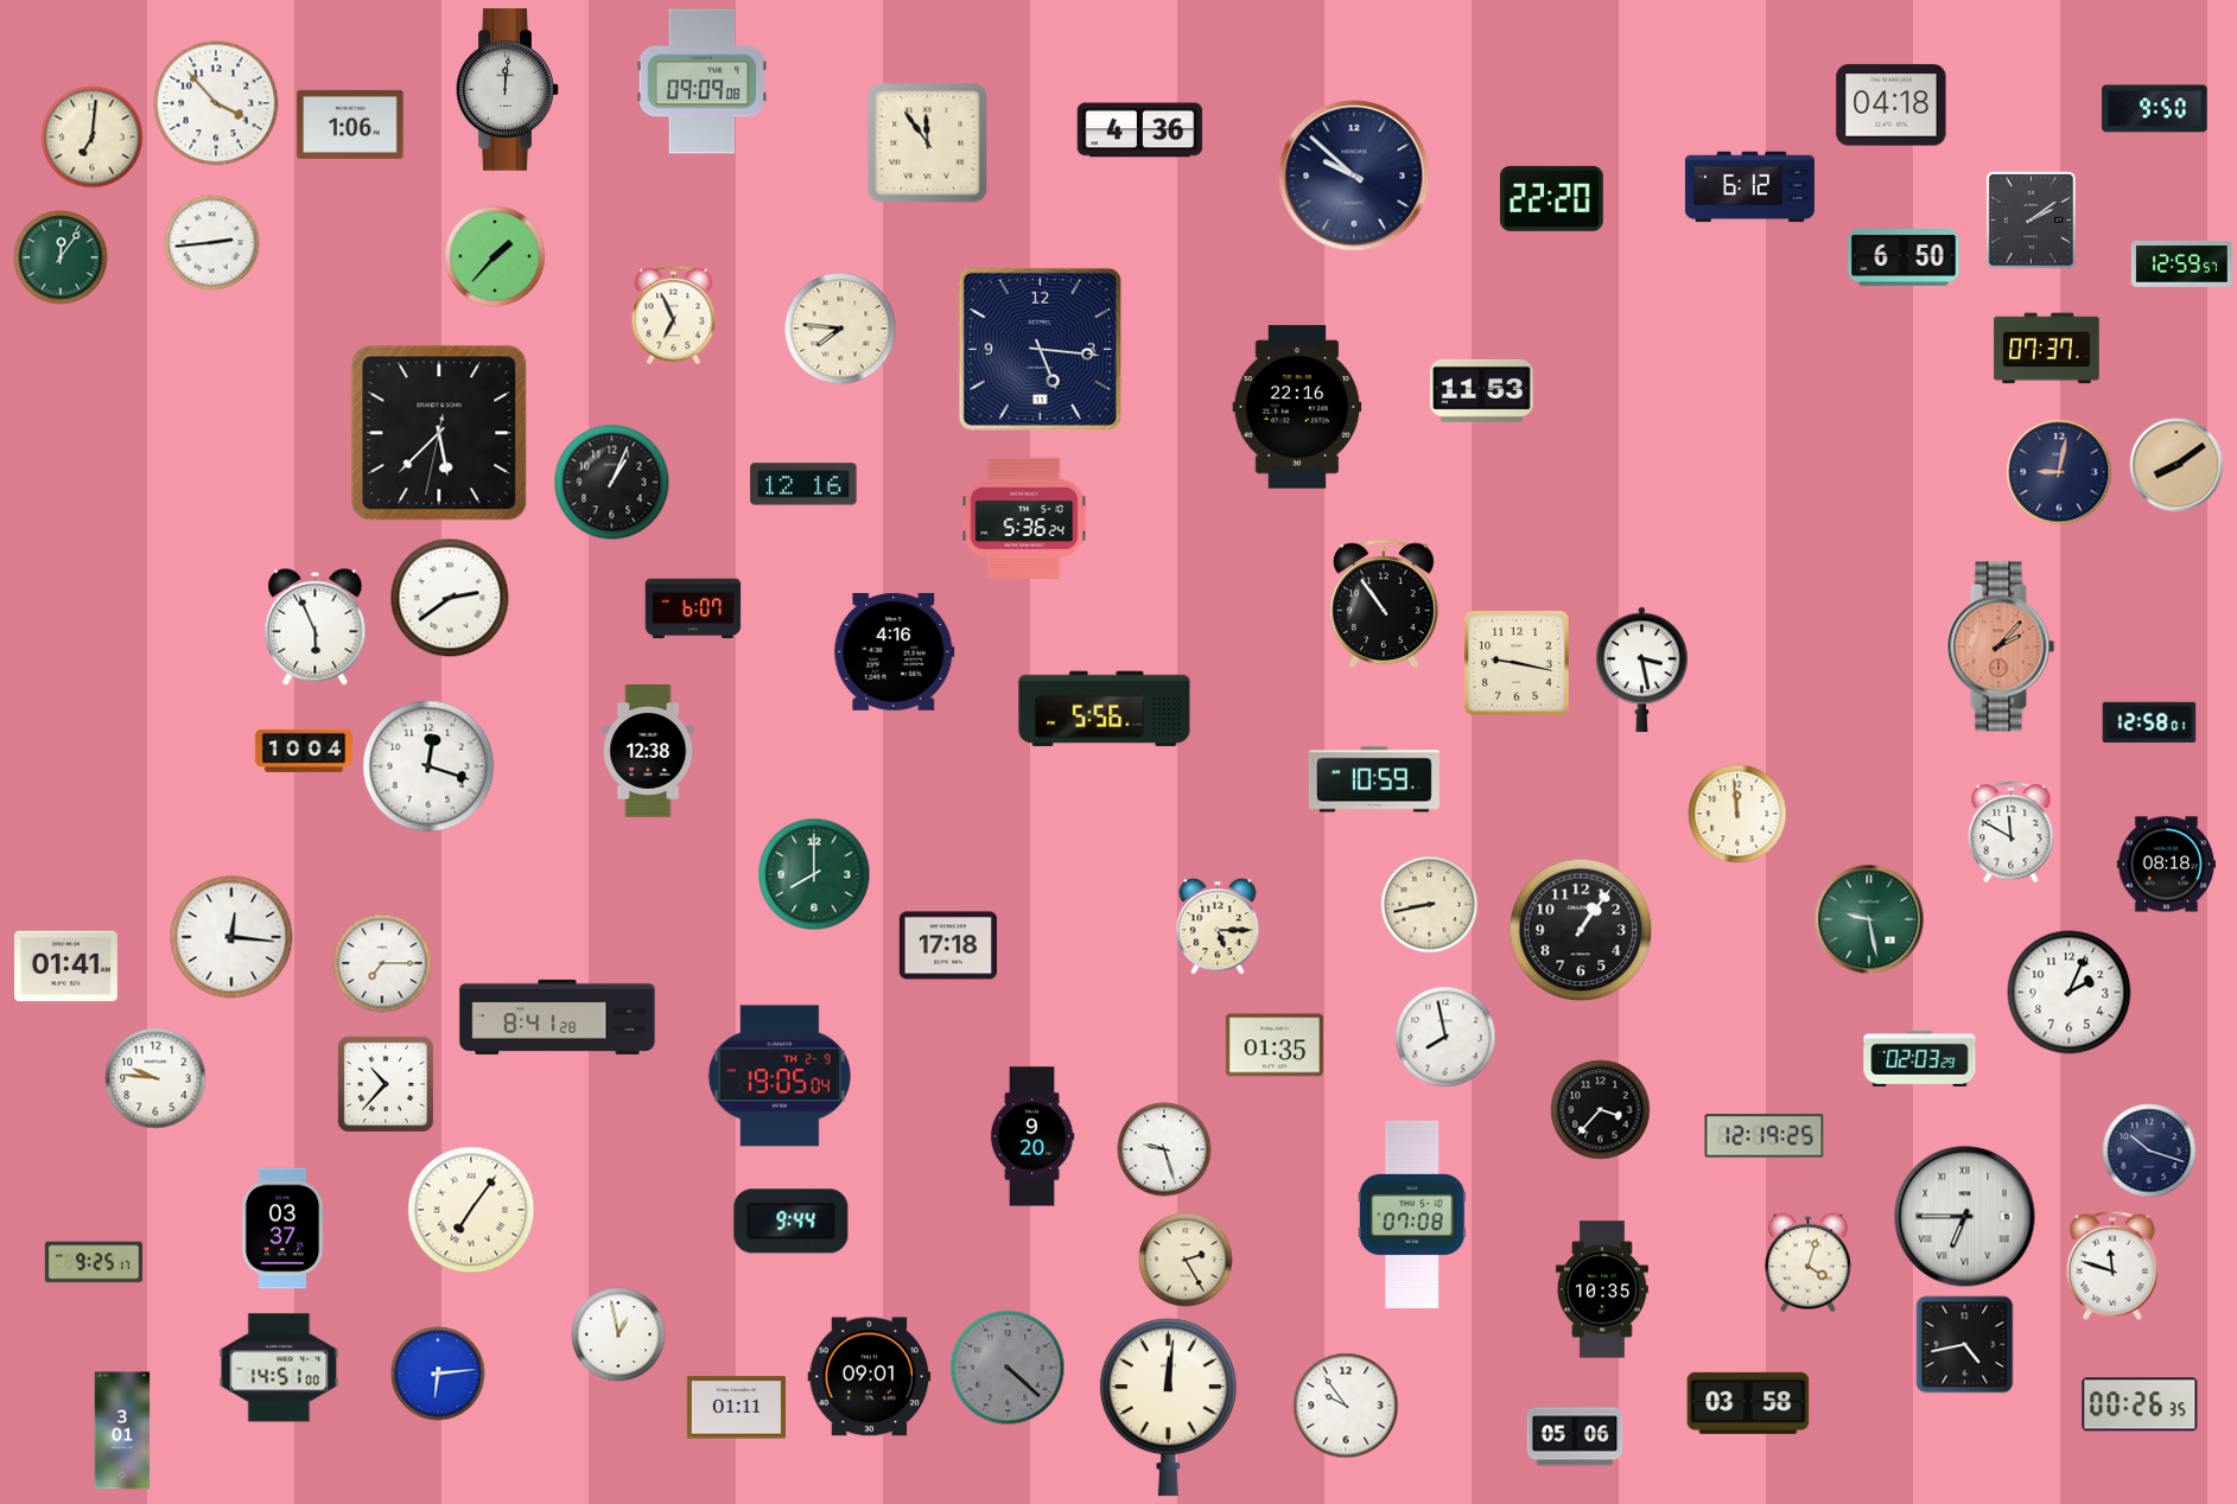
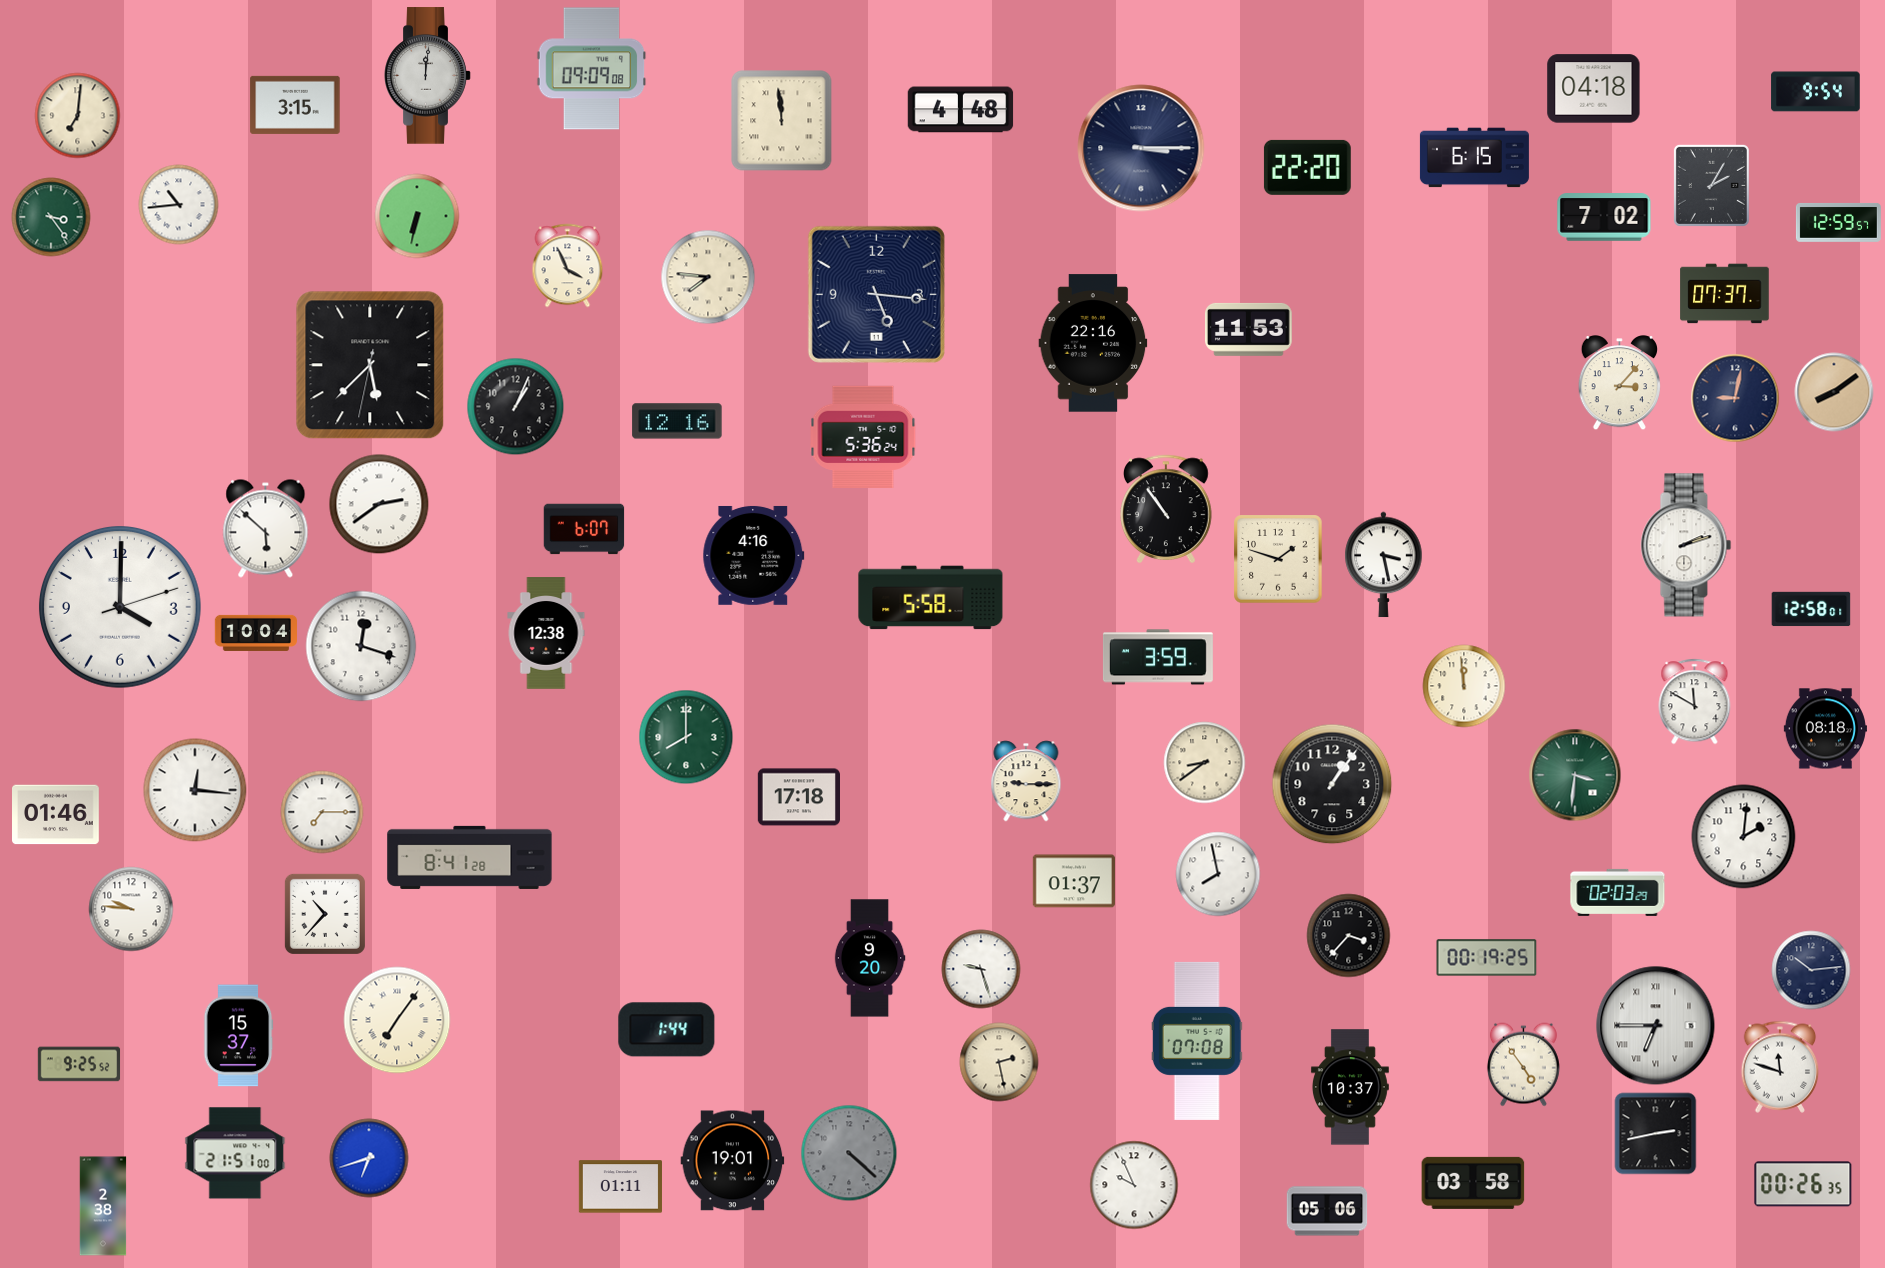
clock at (216, 103): 3:53 -> none
clock at (2155, 109): 9:50 -> 9:54
clock at (350, 125): 1:06 -> 3:15
clock at (1140, 130): 4:36 -> 4:48
clock at (928, 144): 11:54 -> 11:59
clock at (1354, 176): 9:52 -> 3:15
clock at (1749, 187): 6:12 -> 6:15
clock at (2031, 219): 2:09 -> 2:05
clock at (212, 243): 2:44 -> 10:44
clock at (495, 256): 1:37 -> 6:32
clock at (61, 257): 12:06 -> 3:24
clock at (1904, 257): 6:50 -> 7:02
clock at (674, 316): 6:56 -> 3:56
clock at (1619, 383): none -> 3:07
clock at (803, 484) position: (803, 484) -> (677, 421)
clock at (693, 608) position: (693, 608) -> (584, 529)
clock at (316, 627): 5:56 -> 5:52
clock at (2001, 646): 2:07 -> 2:12
clock at (2001, 646) dial: salmon -> white
clock at (895, 651) position: (895, 651) -> (754, 555)
clock at (1517, 663): 9:17 -> 1:48
clock at (1105, 709): 5:56 -> 5:58
clock at (120, 608): none -> 4:00
clock at (1374, 779): 10:59 -> 3:59
clock at (1430, 905): 8:43 -> 8:39
clock at (1869, 919): 9:28 -> 3:31
clock at (1218, 926): 5:15 -> 9:15
clock at (66, 967): 01:41 -> 01:46
clock at (2070, 993): 2:04 -> 2:01
clock at (1273, 1045): 01:35 -> 01:37
clock at (780, 1076): 19:05 -> none
clock at (1765, 1136): 12:19 -> 00:19
clock at (2149, 1151): 10:18 -> 10:14
clock at (1412, 1215) position: (1412, 1215) -> (1197, 1041)
clock at (792, 1222): 9:44 -> 1:44
clock at (282, 1229): 03:37 -> 15:37
clock at (1186, 1260): 2:25 -> 2:28
clock at (94, 1262): 9:25:17 -> 9:25:52
clock at (1807, 1263): 4:03 -> 4:54
clock at (1602, 1289): 10:35 -> 10:37
clock at (618, 1334): 12:58 -> none
clock at (1965, 1345): 4:43 -> 2:43
clock at (279, 1368): 14:51 -> 21:51
clock at (438, 1374): 6:14 -> 6:42
clock at (870, 1377): 09:01 -> 19:01
clock at (1346, 1406): 9:54 -> 9:56
clock at (1168, 1408): 12:01 -> none
clock at (122, 1430): 3:01 -> 2:38
